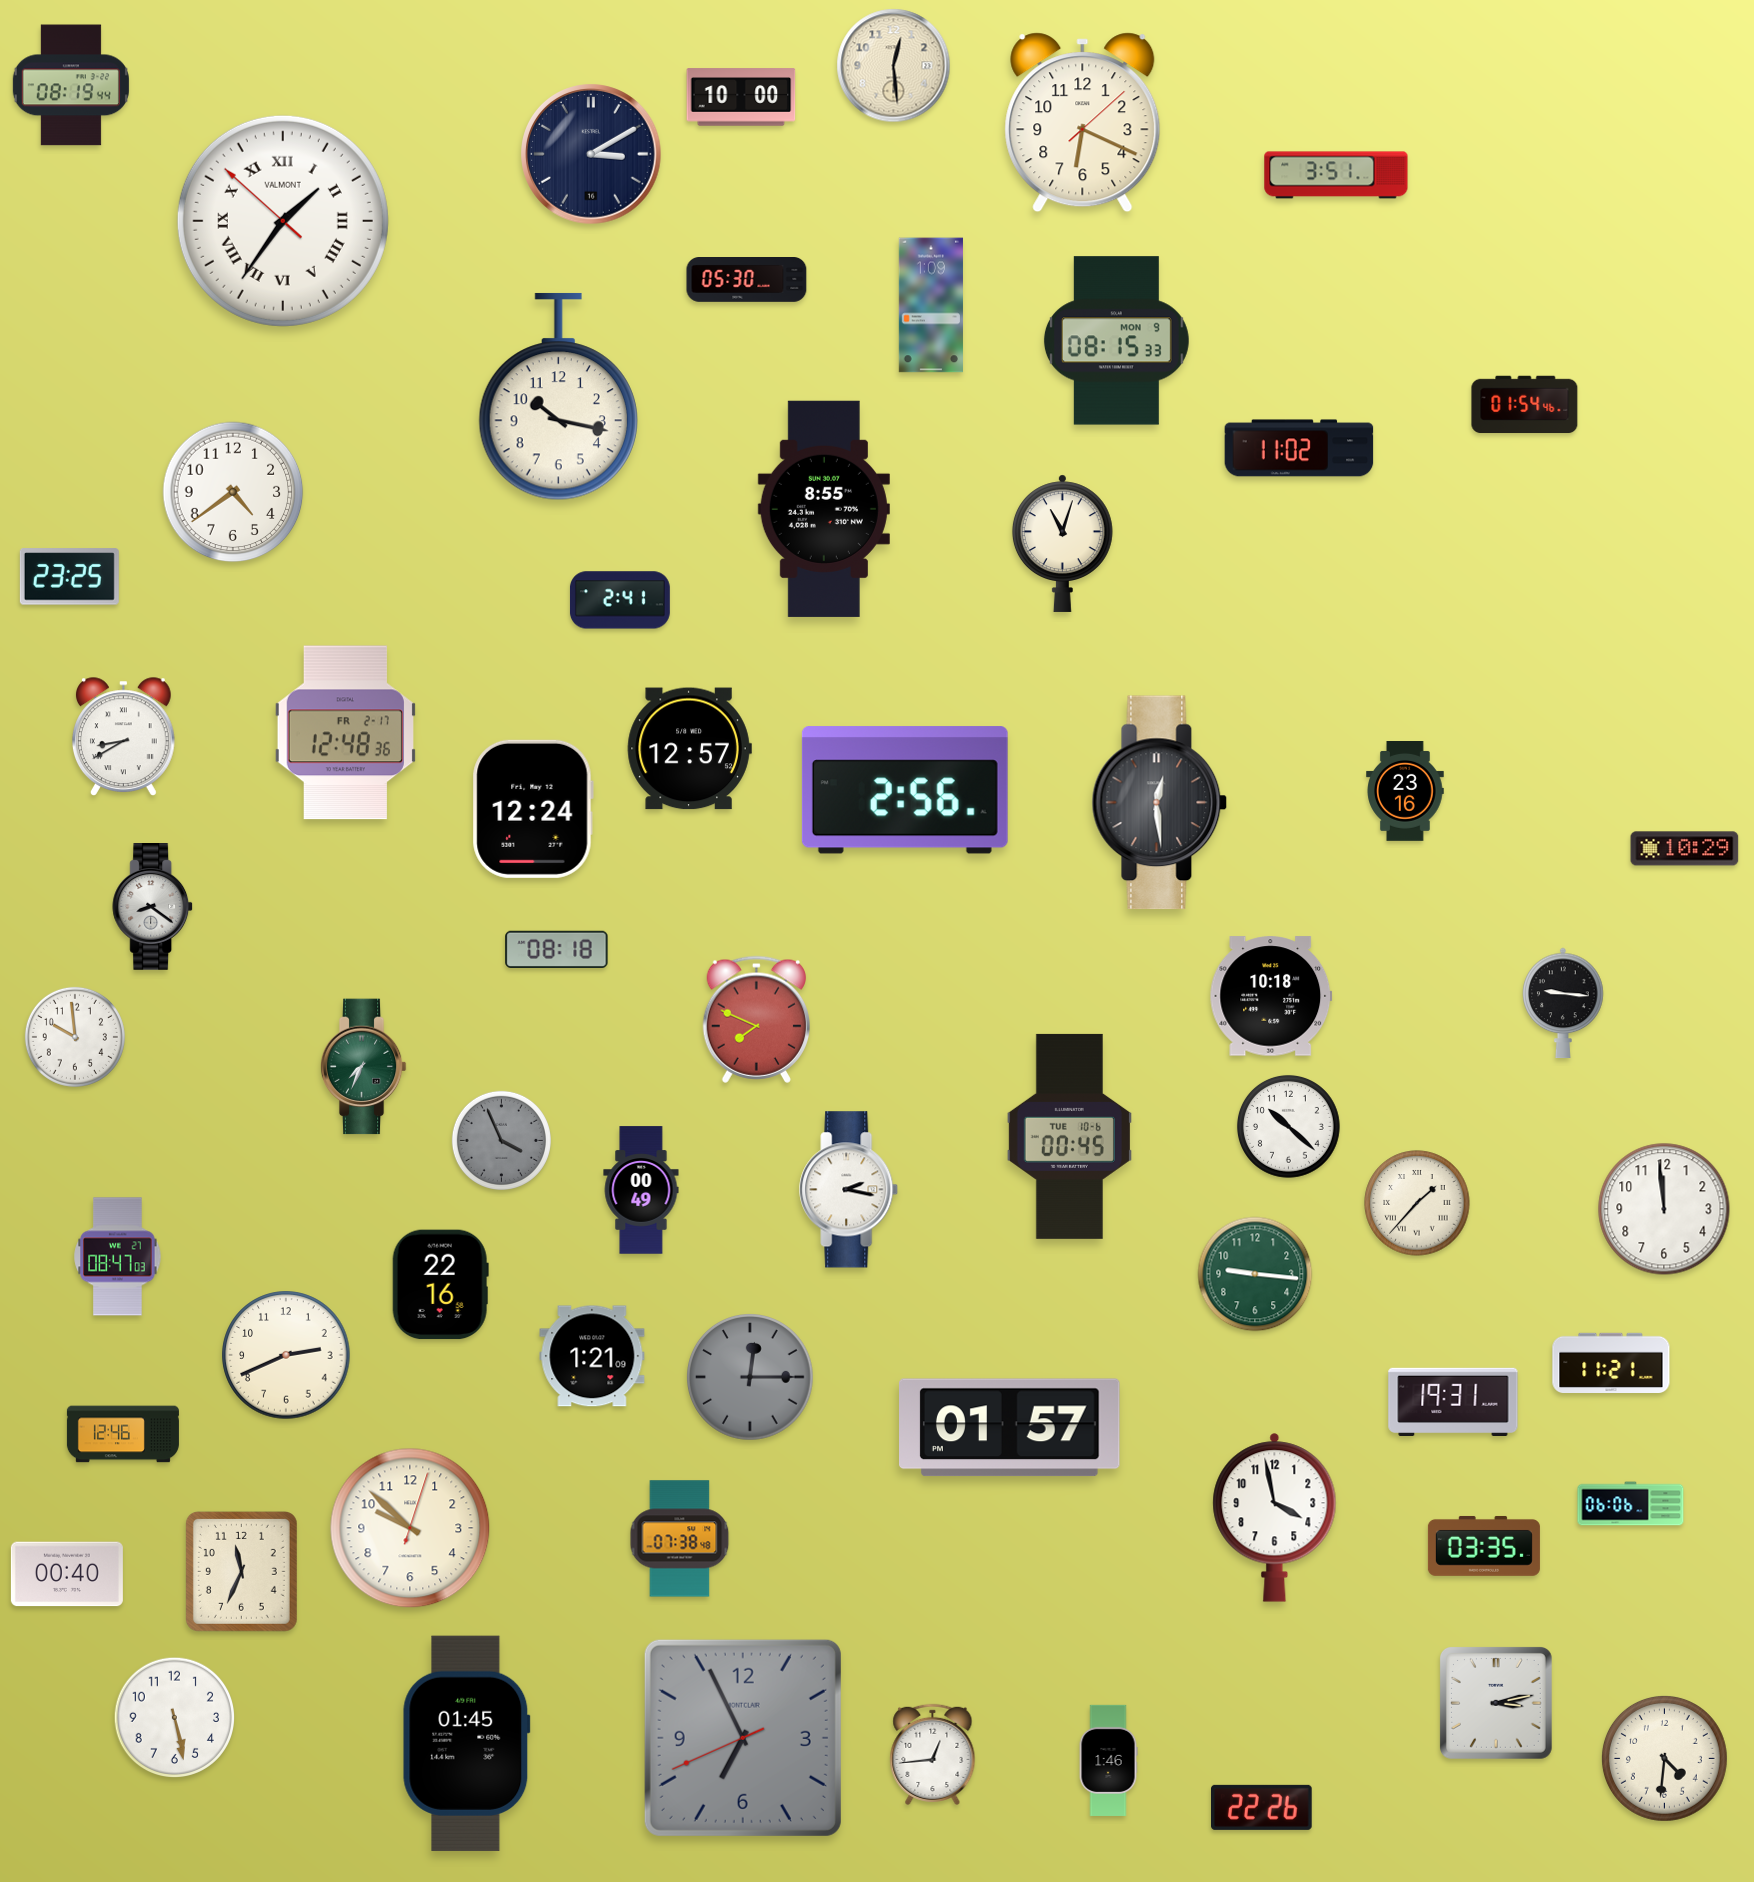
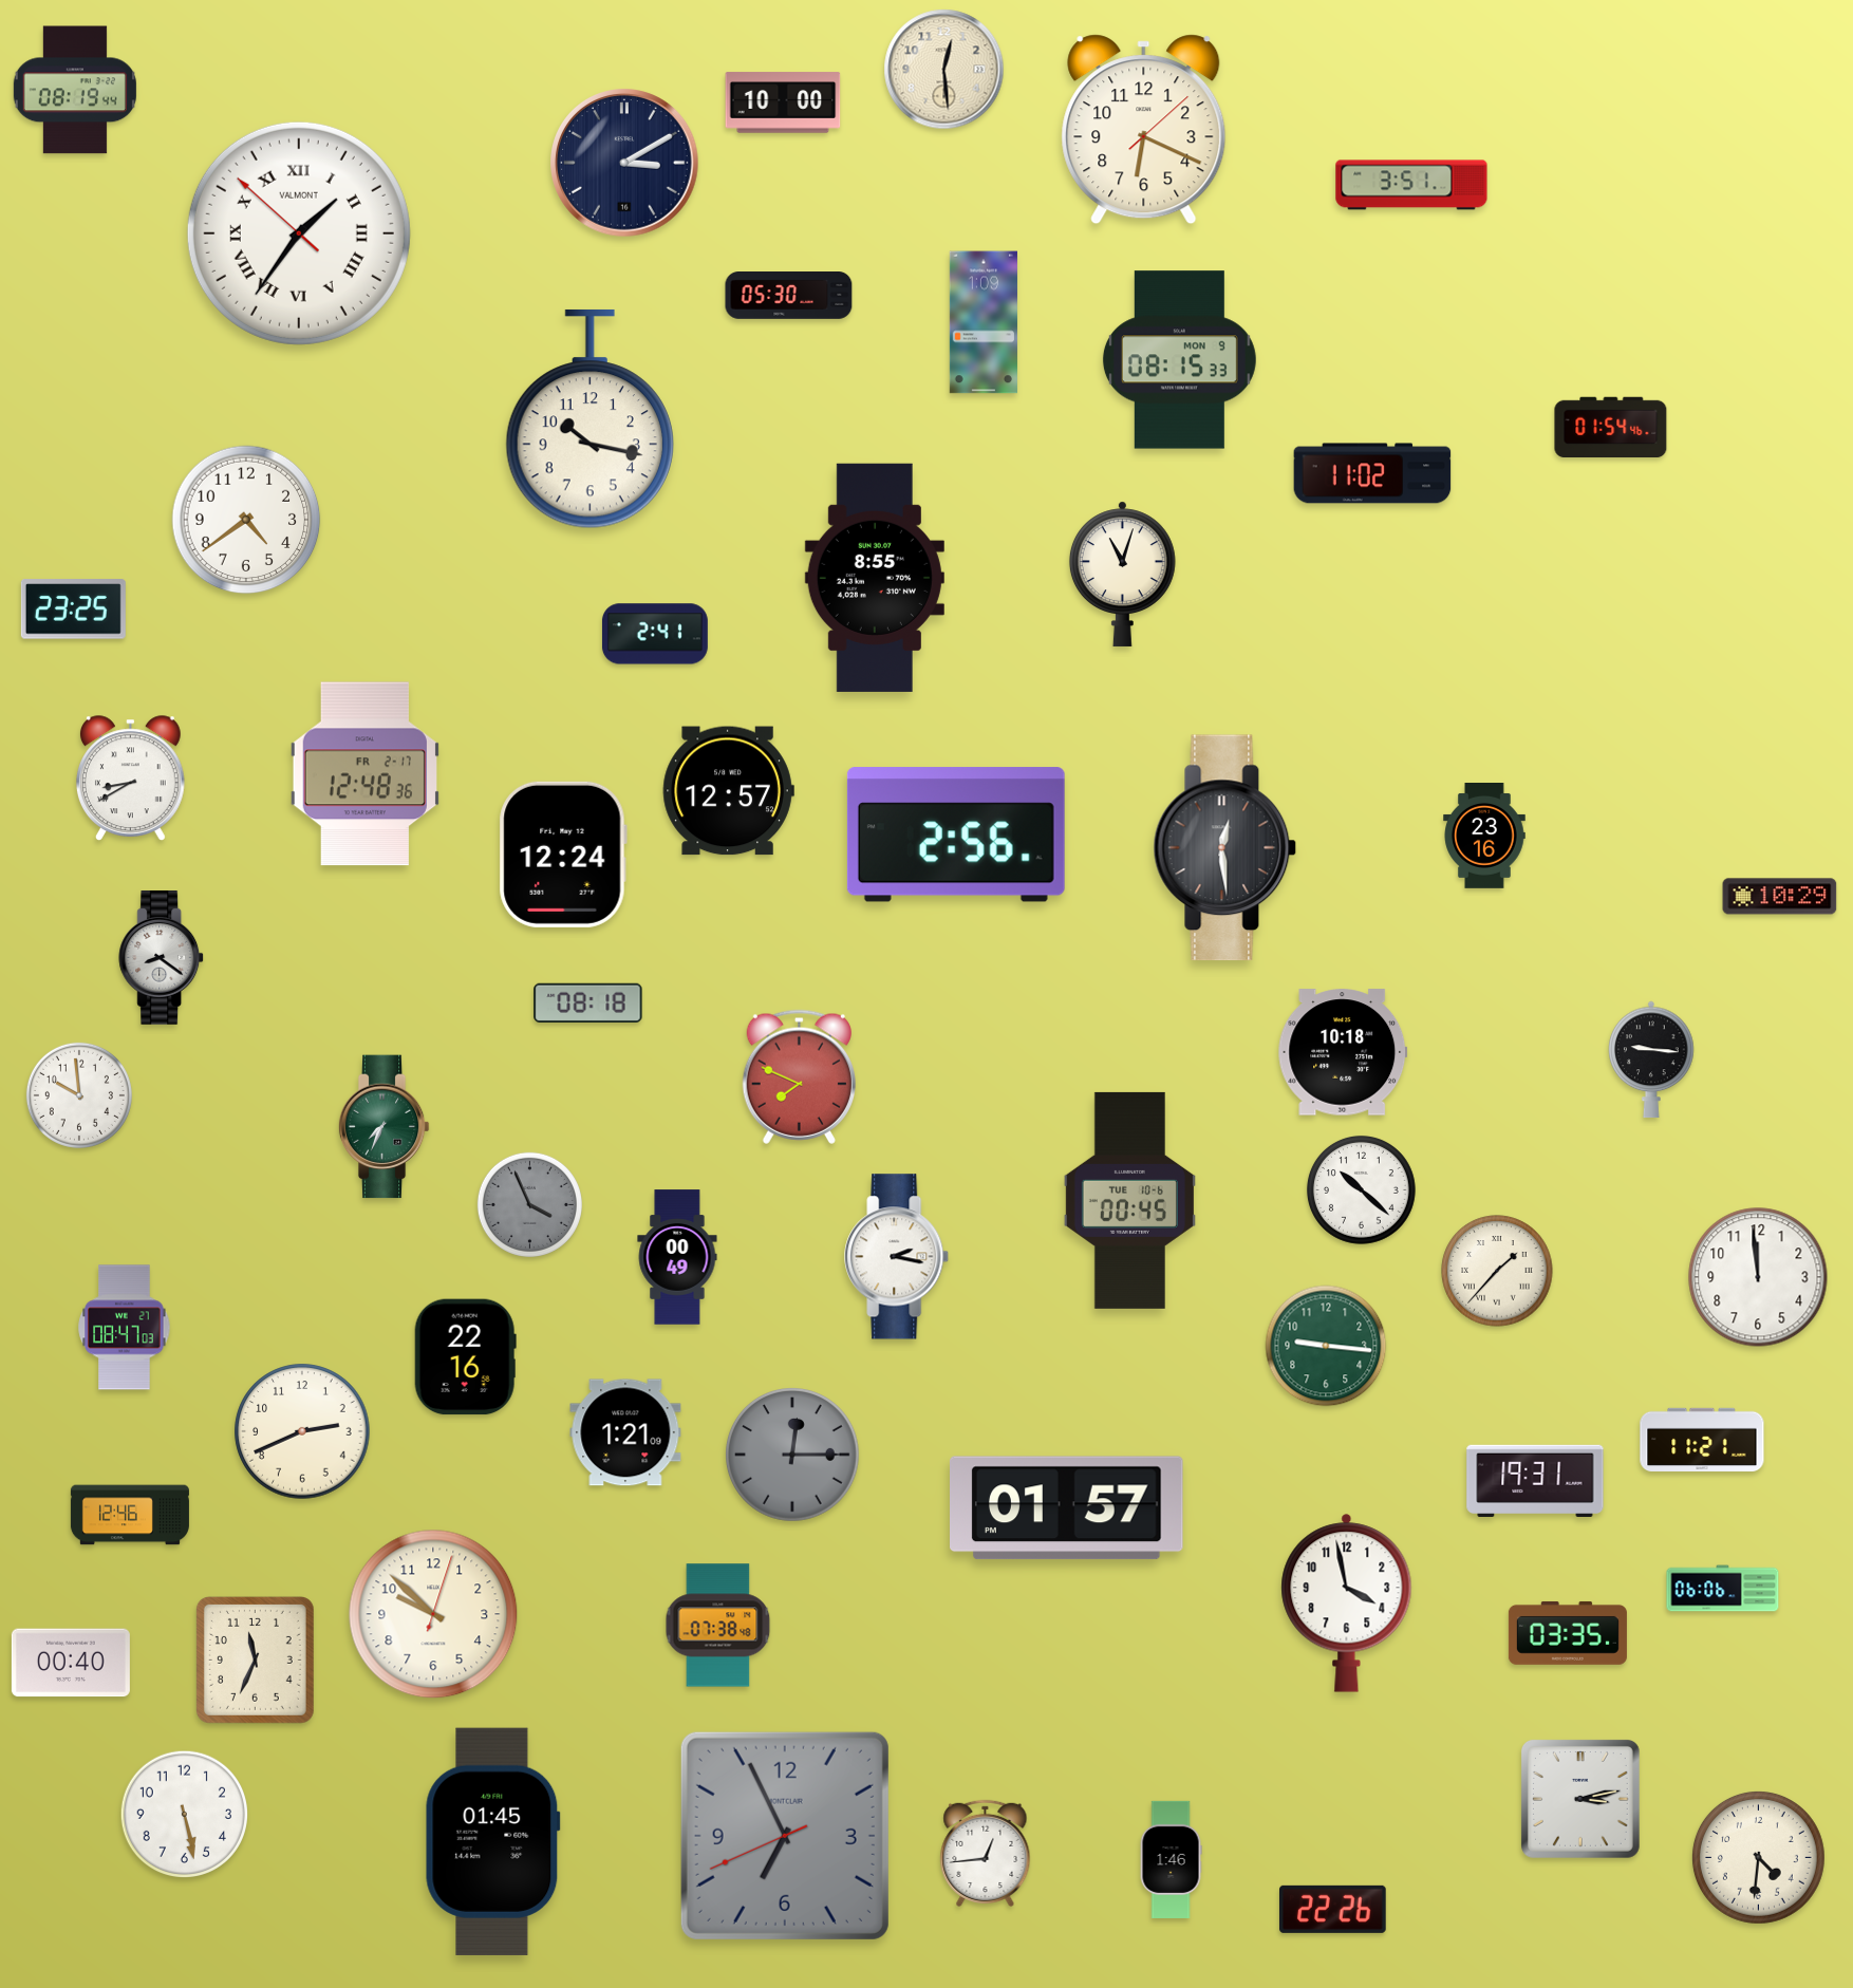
clock at (824, 509) position: (824, 509) -> (875, 578)
